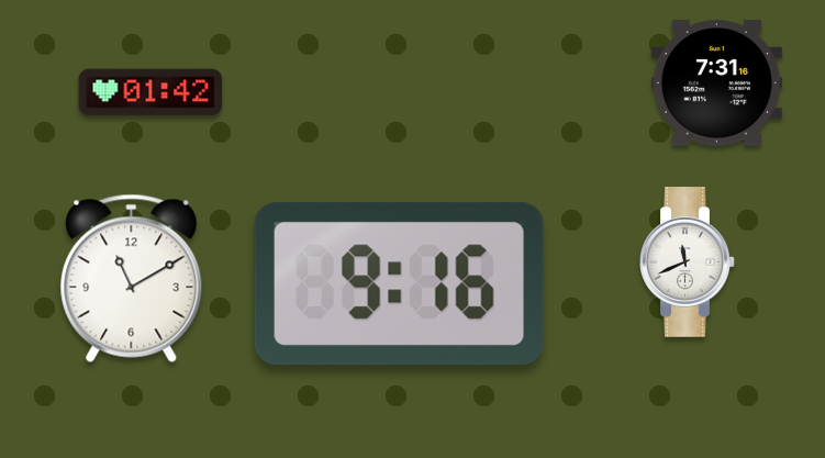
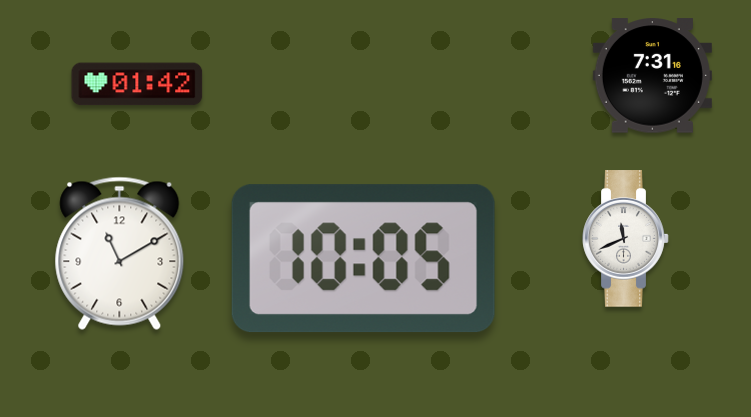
clock at (399, 284): 9:16 -> 10:05
